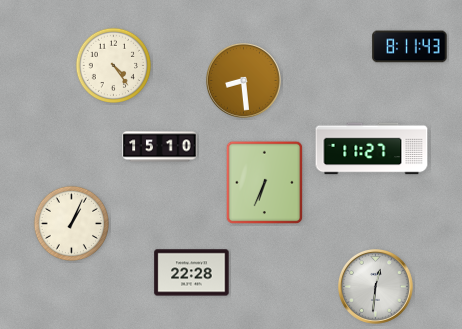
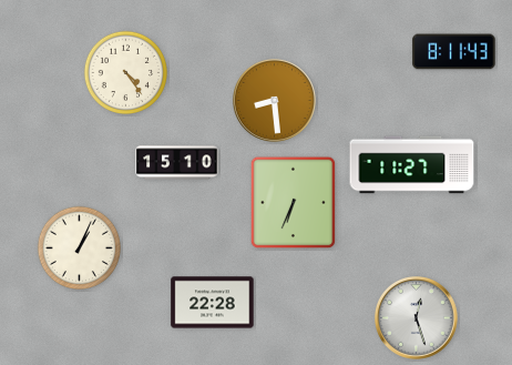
clock at (244, 81) position: (244, 81) -> (275, 101)
clock at (376, 287): 12:31 -> 12:27
